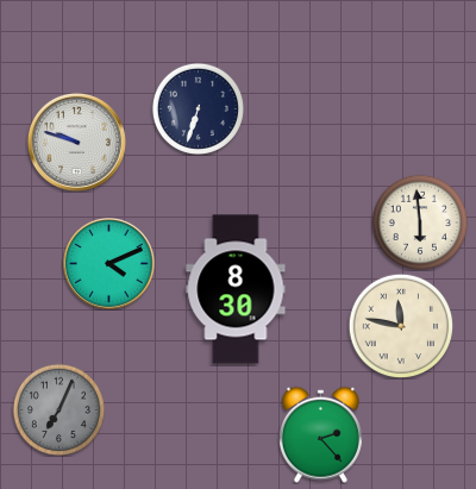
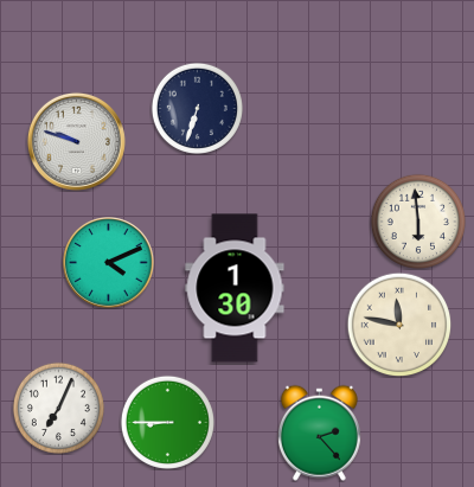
clock at (236, 289): 8:30 -> 1:30
clock at (58, 409) dial: grey -> white
clock at (167, 422): none -> 8:45
